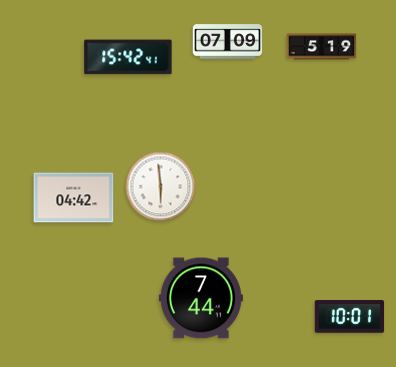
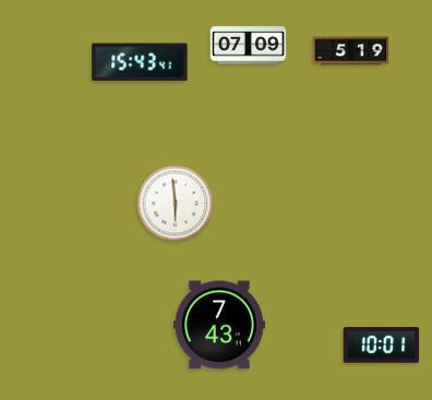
clock at (128, 57): 15:42 -> 15:43
clock at (74, 198): 04:42 -> none
clock at (201, 298): 7:44 -> 7:43
